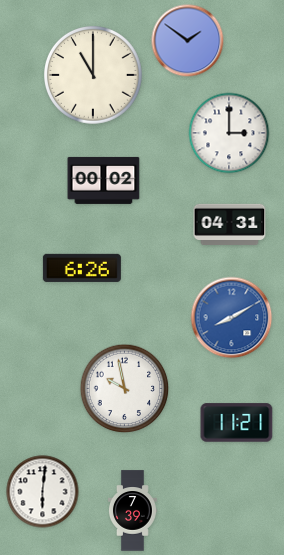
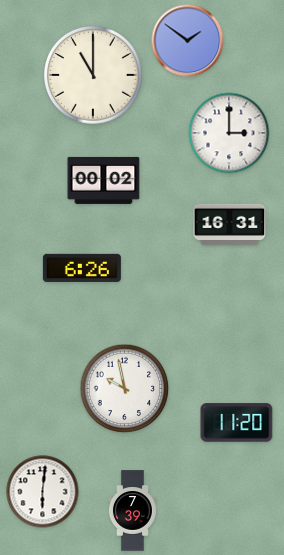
clock at (230, 224): 04:31 -> 16:31
clock at (232, 318): 8:10 -> none
clock at (237, 423): 11:21 -> 11:20
